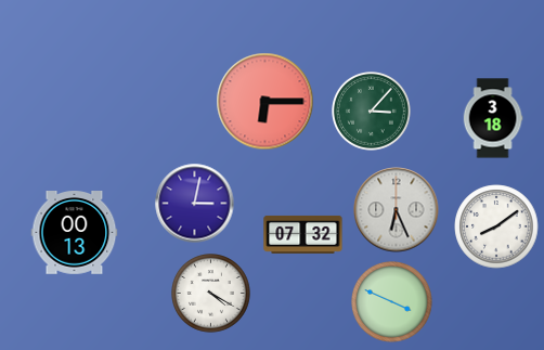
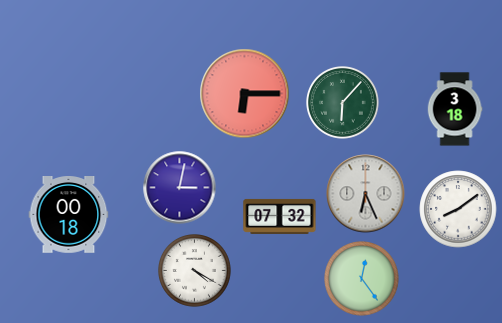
clock at (372, 112): 3:07 -> 6:07
clock at (75, 233): 00:13 -> 00:18
clock at (392, 302): 3:49 -> 12:24
